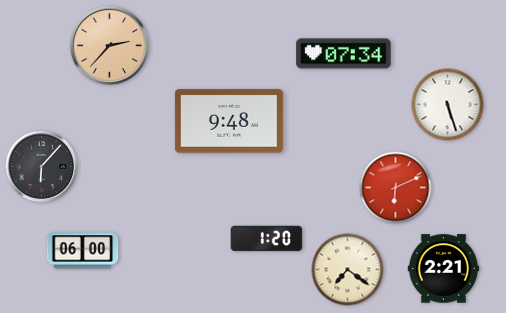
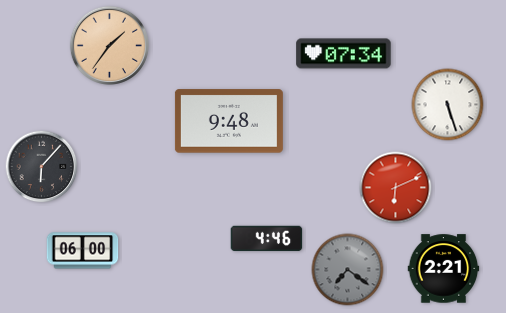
clock at (109, 45): 2:37 -> 1:36
clock at (267, 239): 1:20 -> 4:46
clock at (348, 270) dial: cream -> grey
